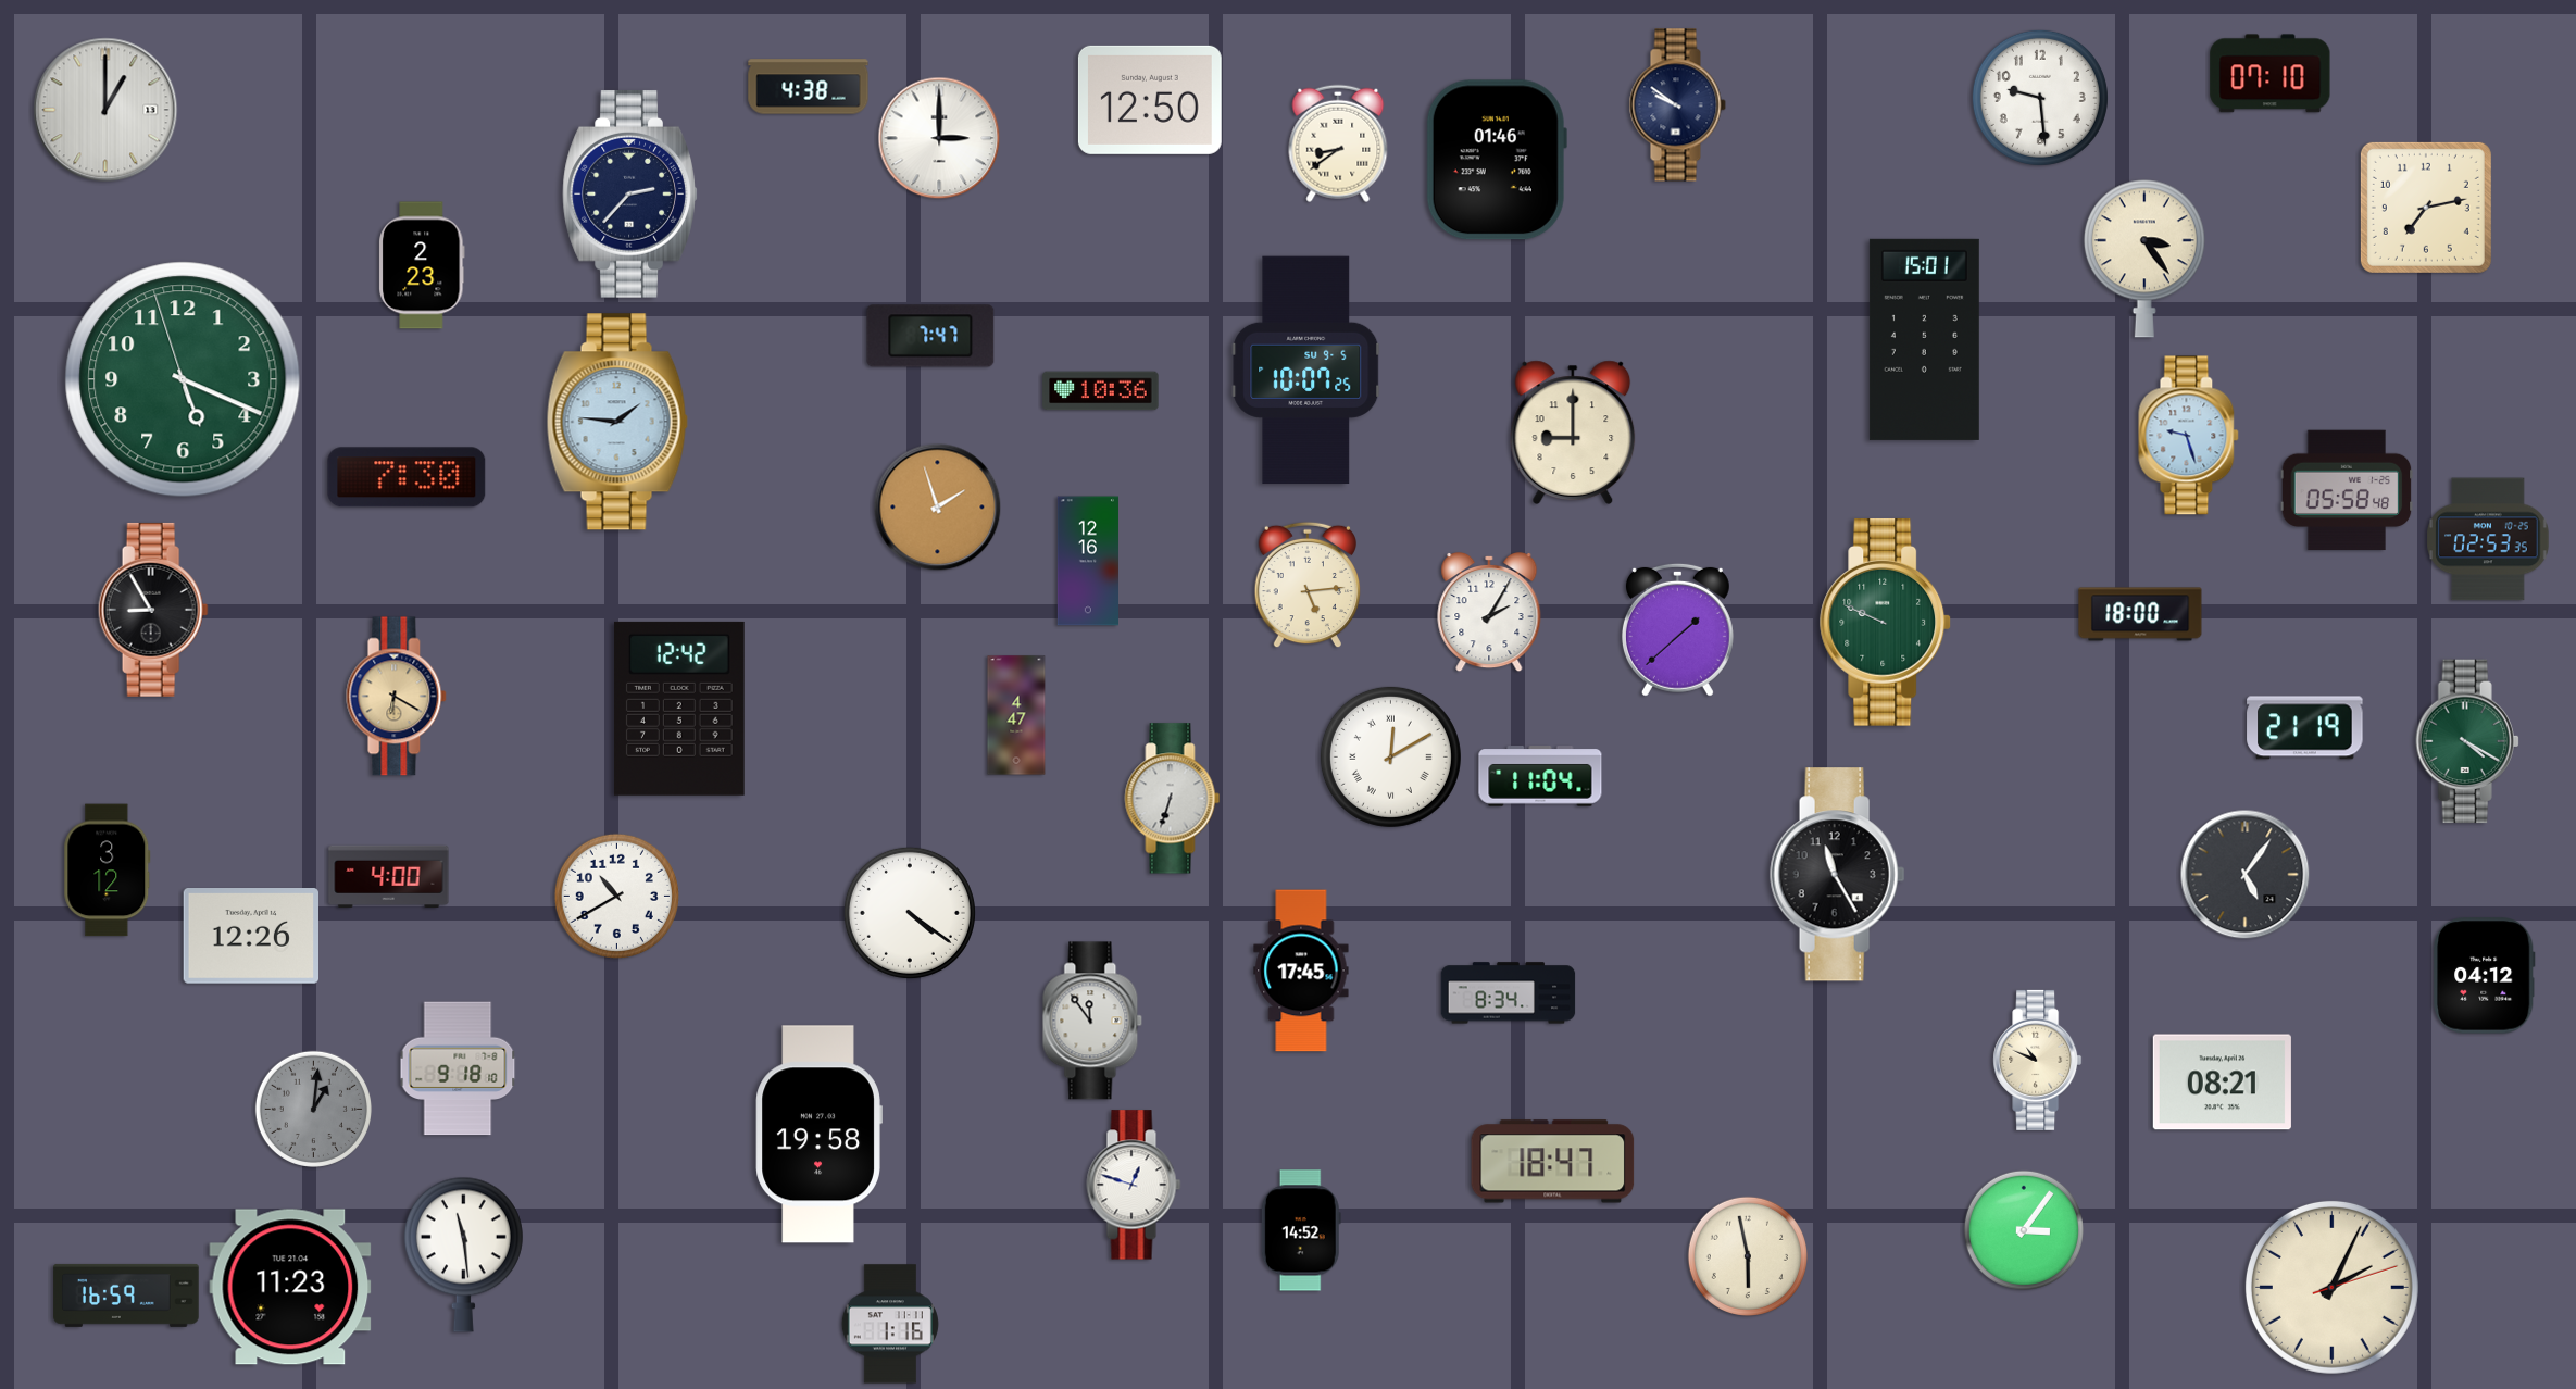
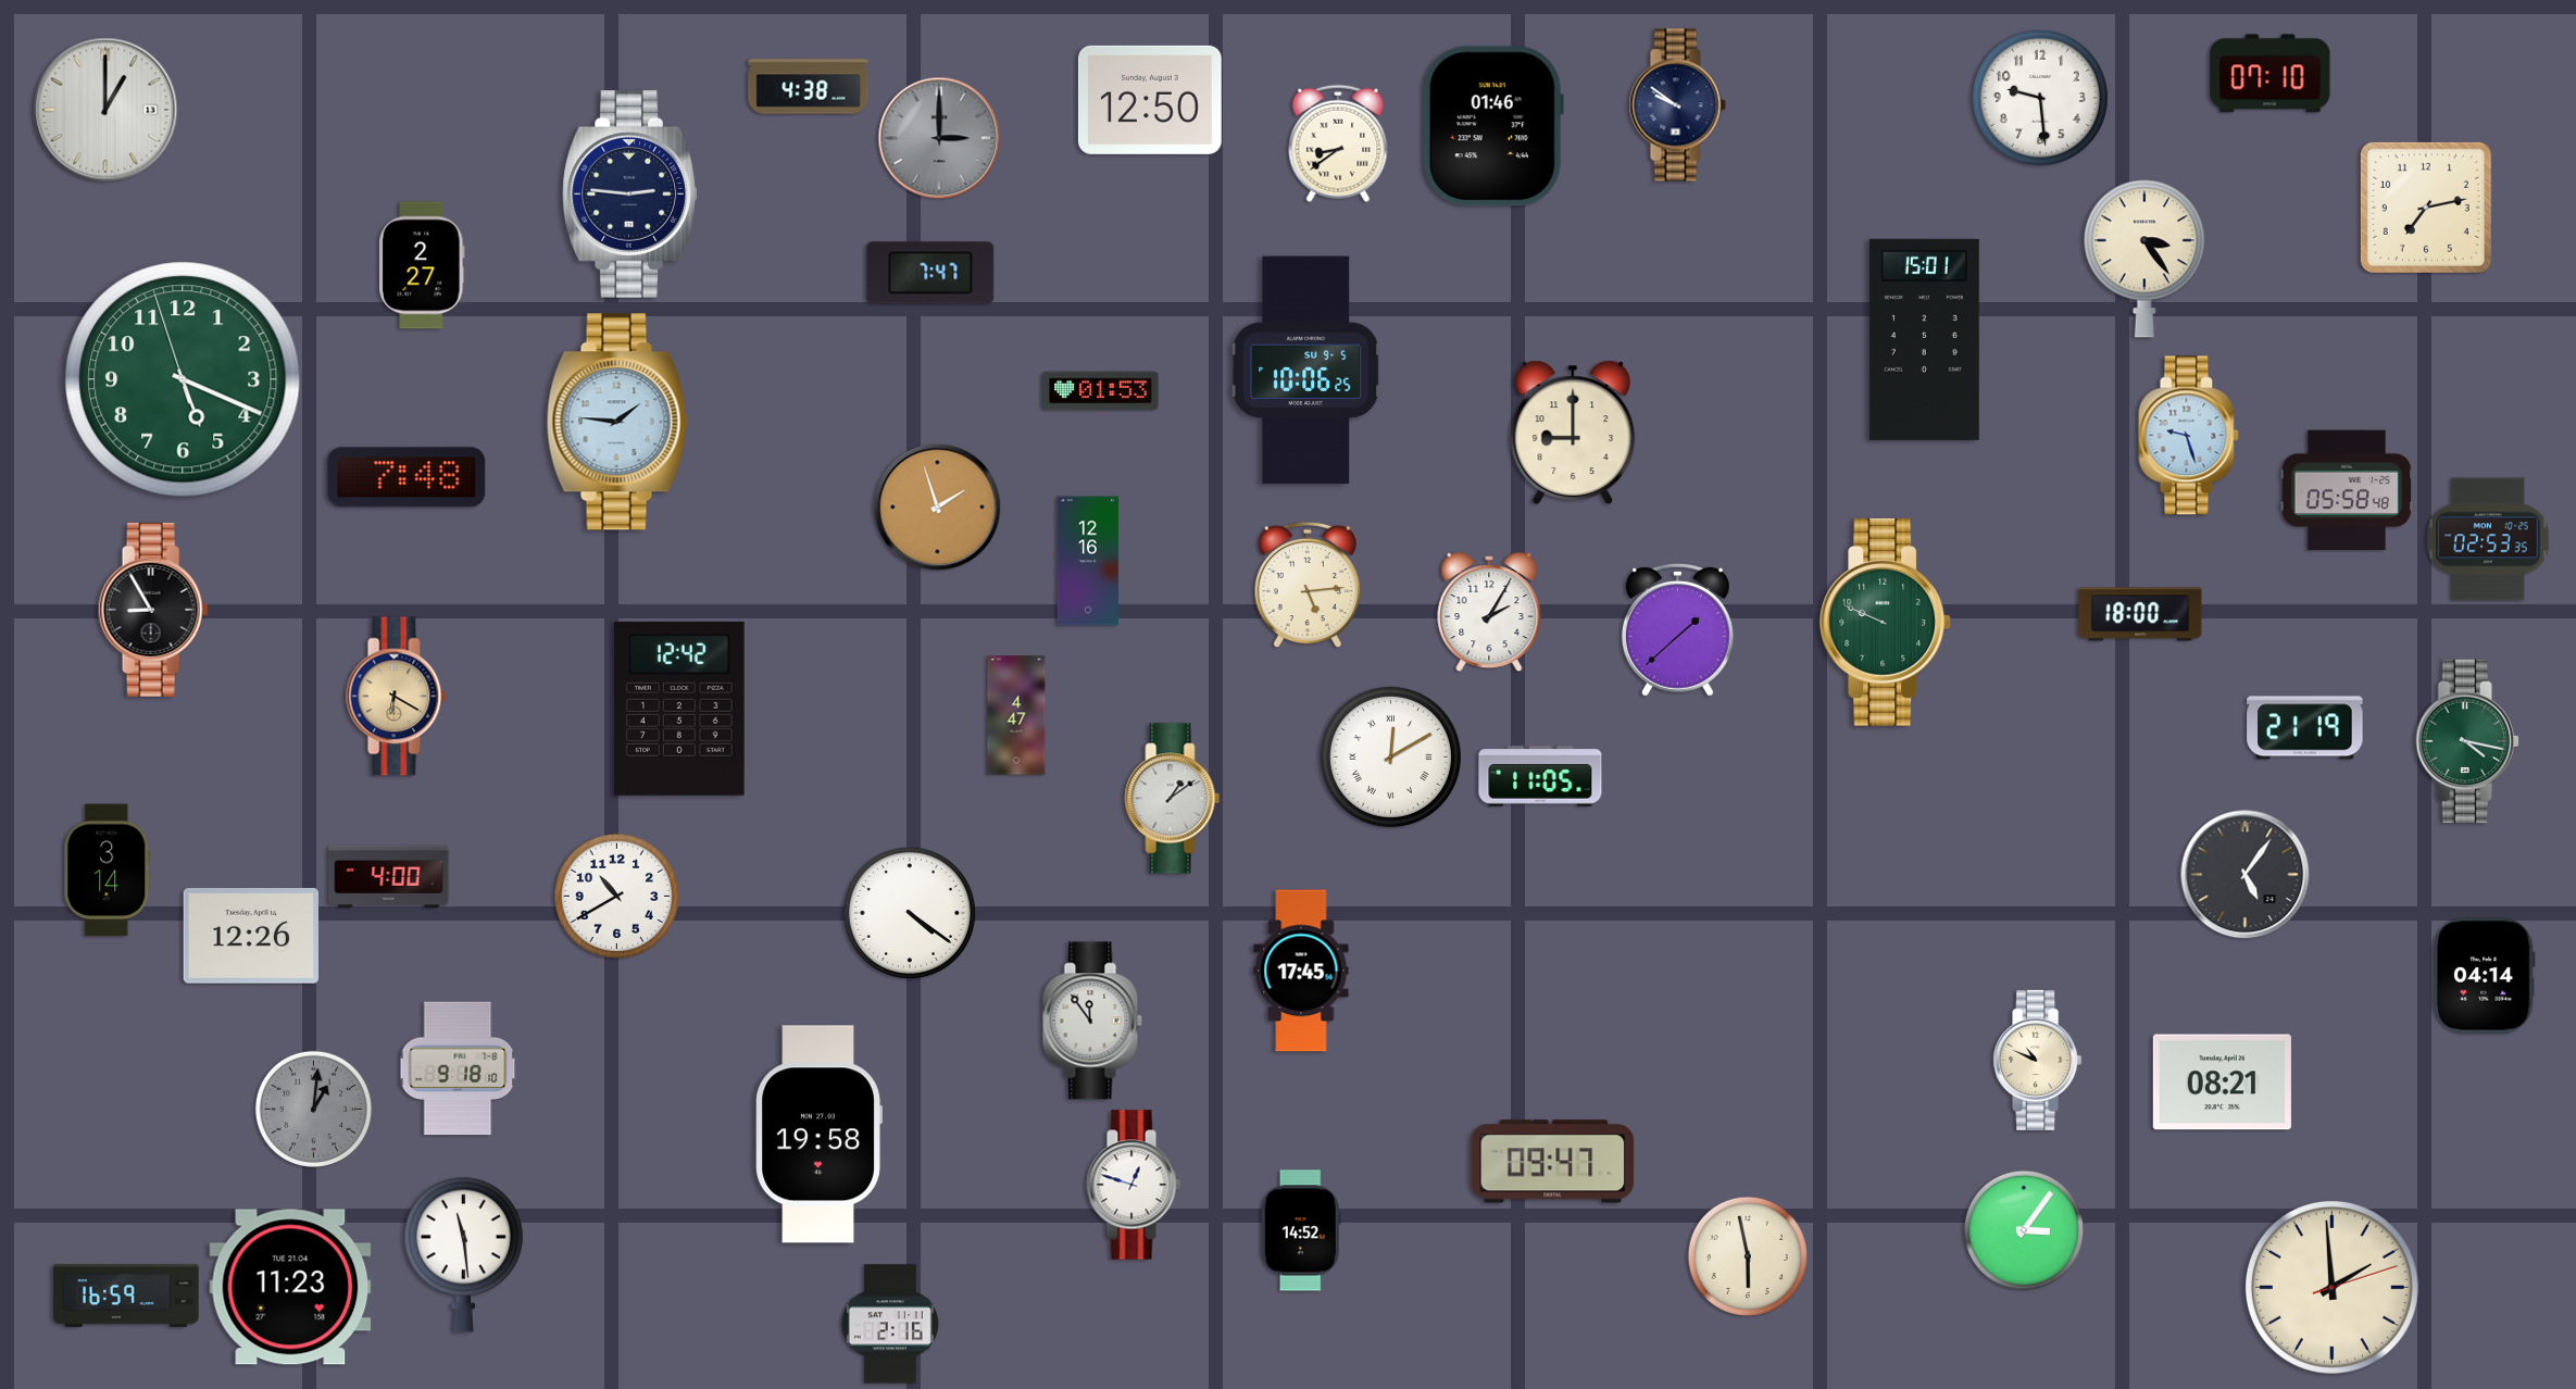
clock at (939, 138) dial: white -> grey
clock at (1497, 160) position: (1497, 160) -> (1493, 126)
clock at (630, 193): 2:37 -> 2:46
clock at (422, 265): 2:23 -> 2:27
clock at (930, 336) position: (930, 336) -> (930, 273)
clock at (1306, 371): 10:07 -> 10:06
clock at (1101, 391): 10:36 -> 01:53
clock at (407, 477): 7:30 -> 7:48
clock at (2467, 741): 4:20 -> 4:17
clock at (1540, 776): 11:04 -> 11:05
clock at (1173, 799): 6:33 -> 1:09
clock at (108, 871): 3:12 -> 3:14
clock at (1838, 875): 11:25 -> none
clock at (2484, 976): 04:12 -> 04:14
clock at (1509, 993): 8:34 -> none
clock at (1553, 1162): 18:47 -> 09:47
clock at (2331, 1287): 2:04 -> 1:59
clock at (890, 1324): 1:16 -> 2:16
